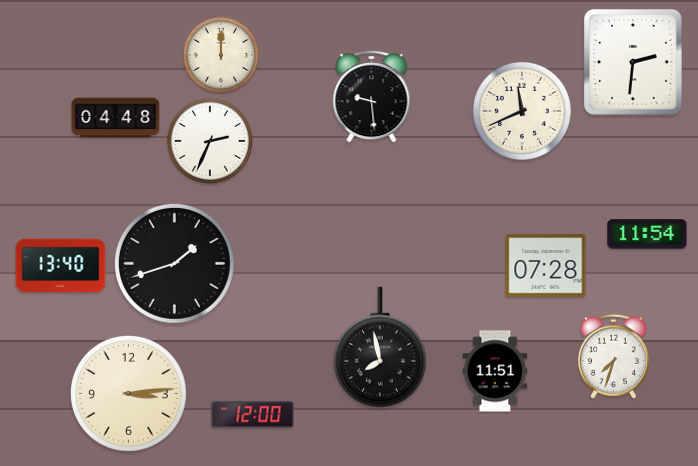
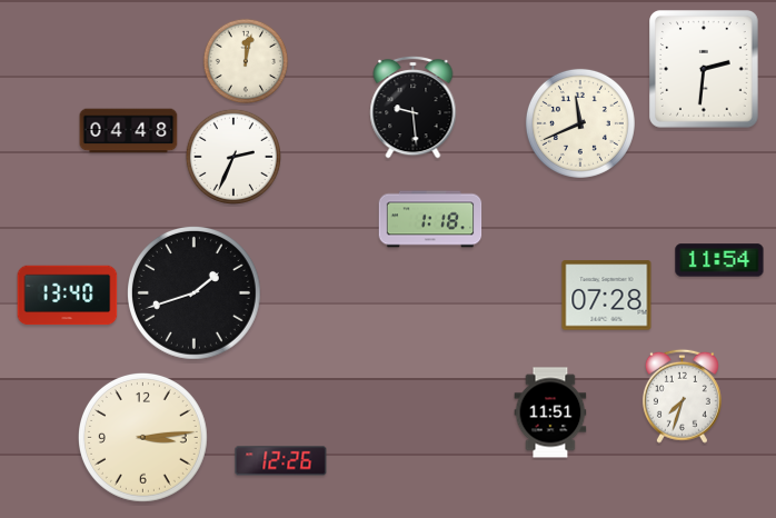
clock at (221, 55): 12:00 -> 12:02
clock at (430, 219): none -> 1:18
clock at (380, 347): 7:58 -> none
clock at (253, 415): 12:00 -> 12:26
